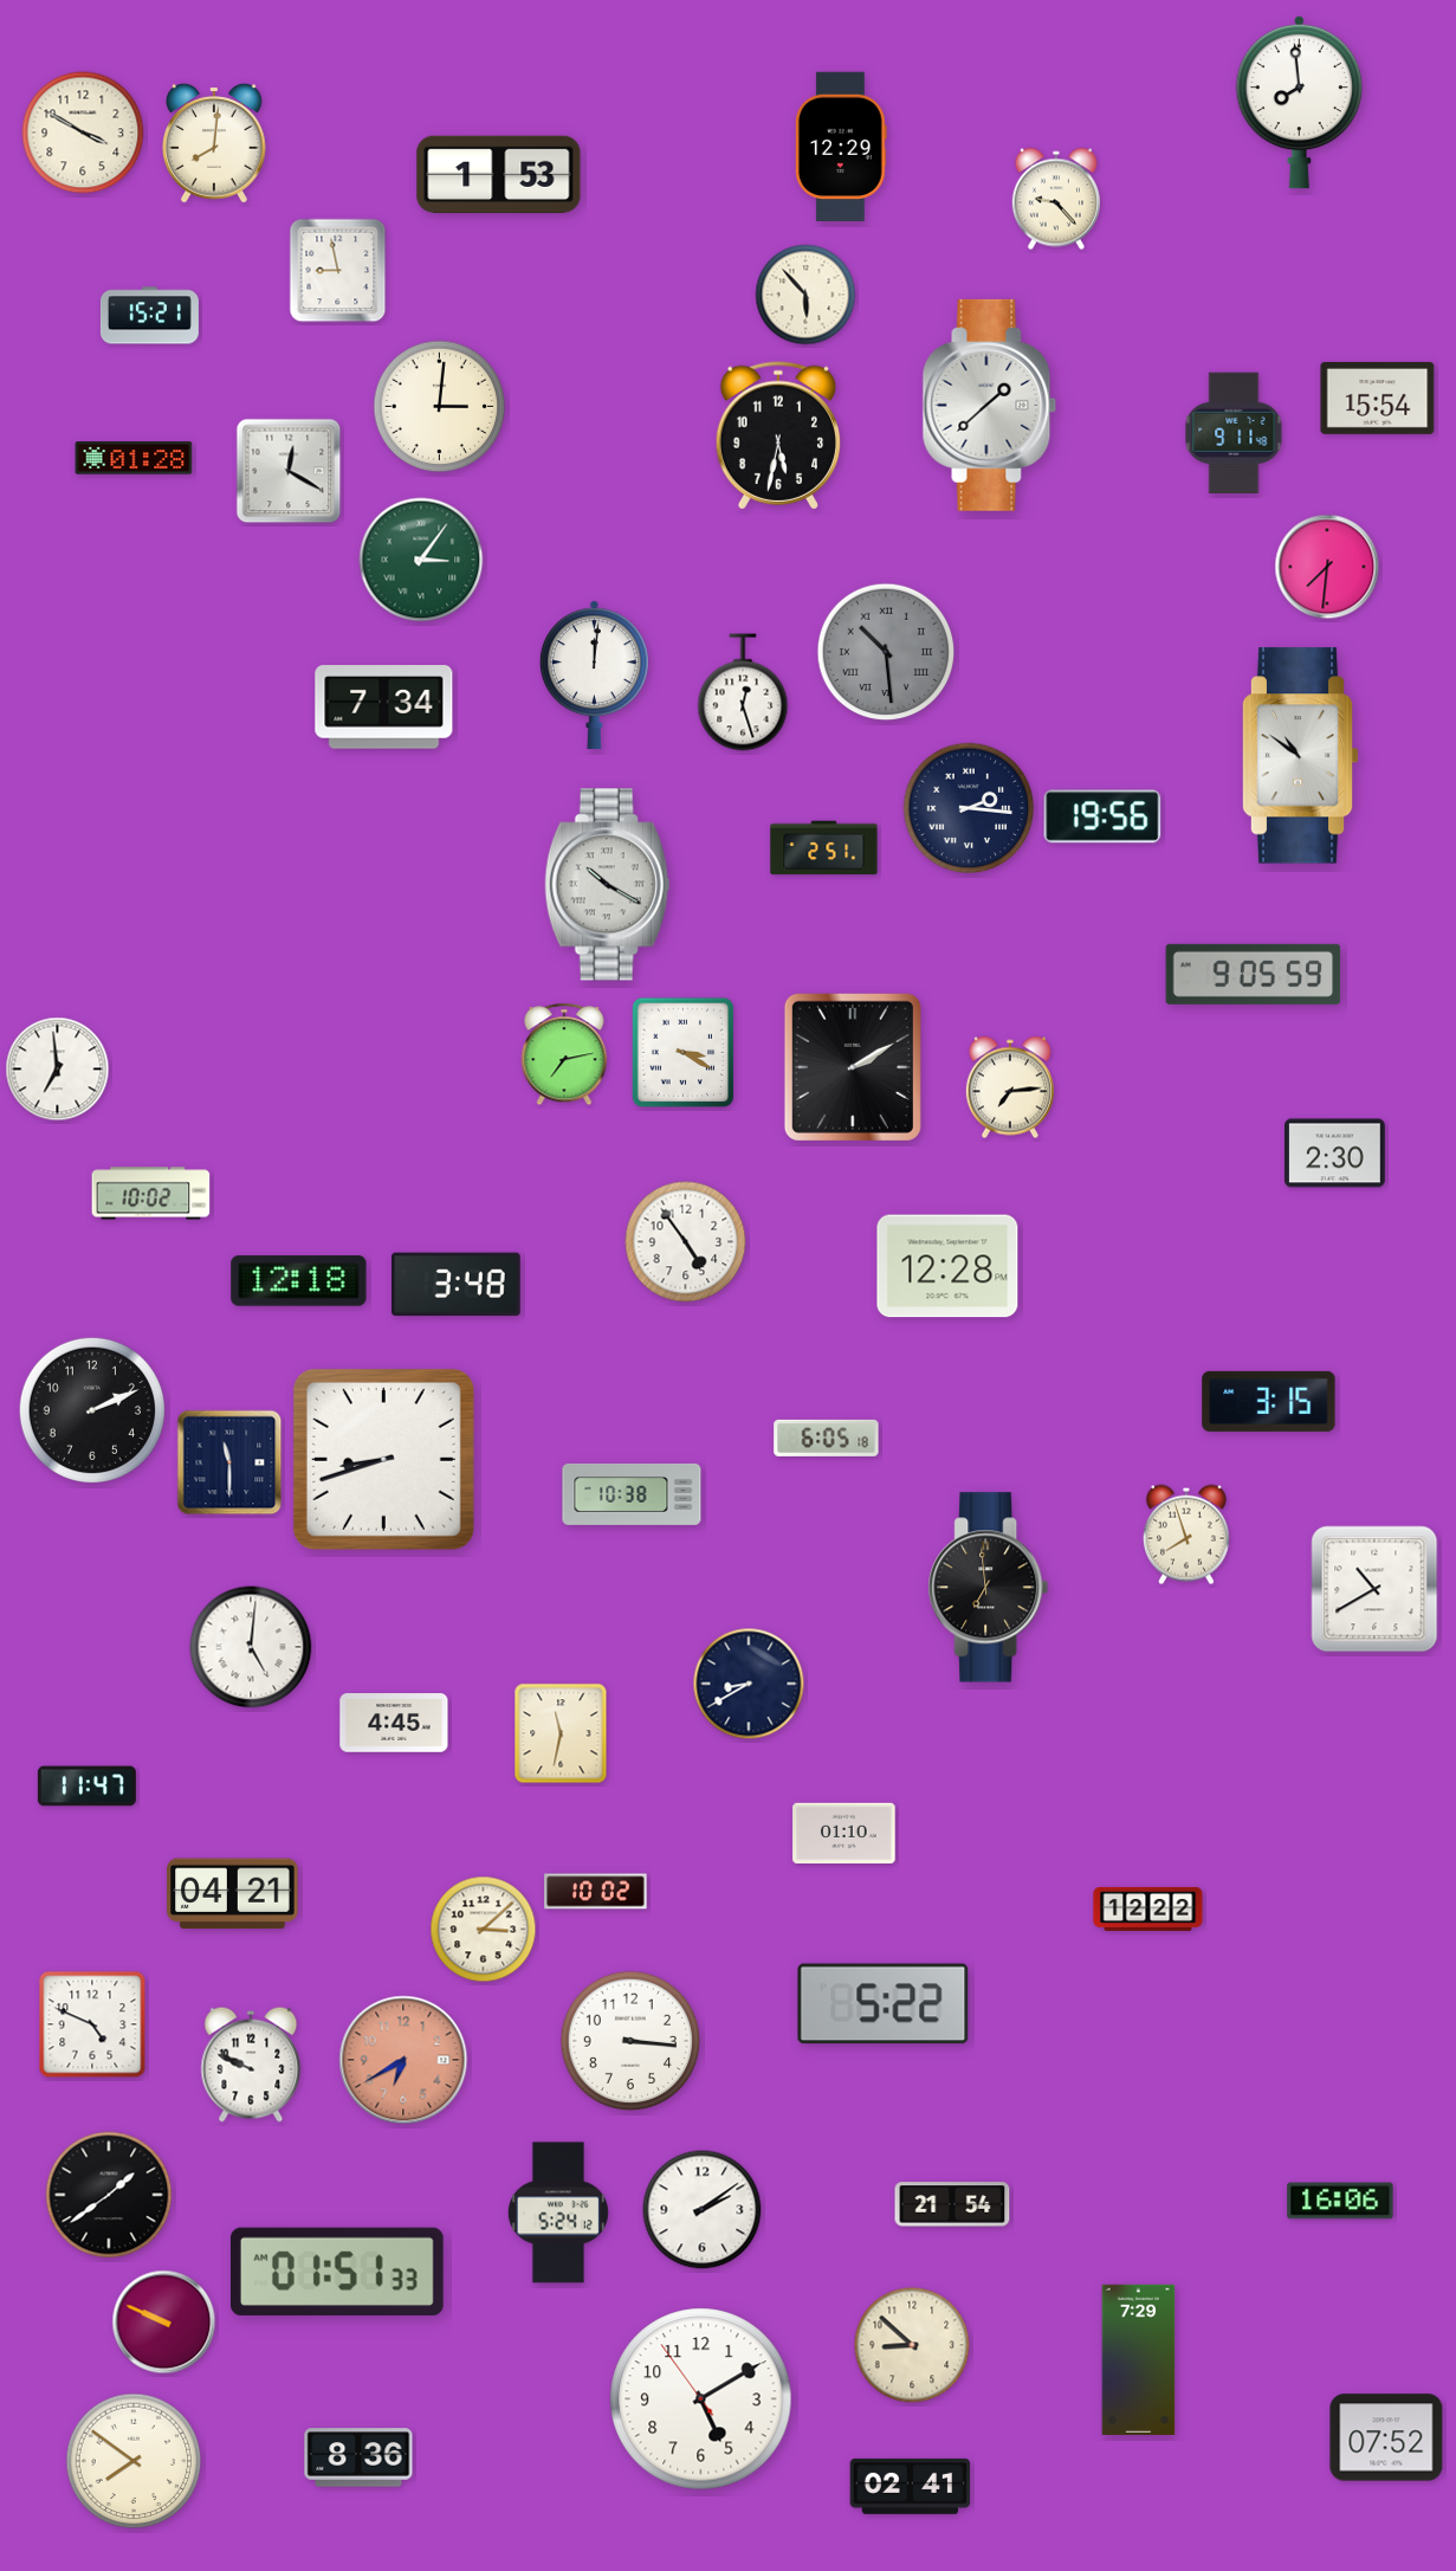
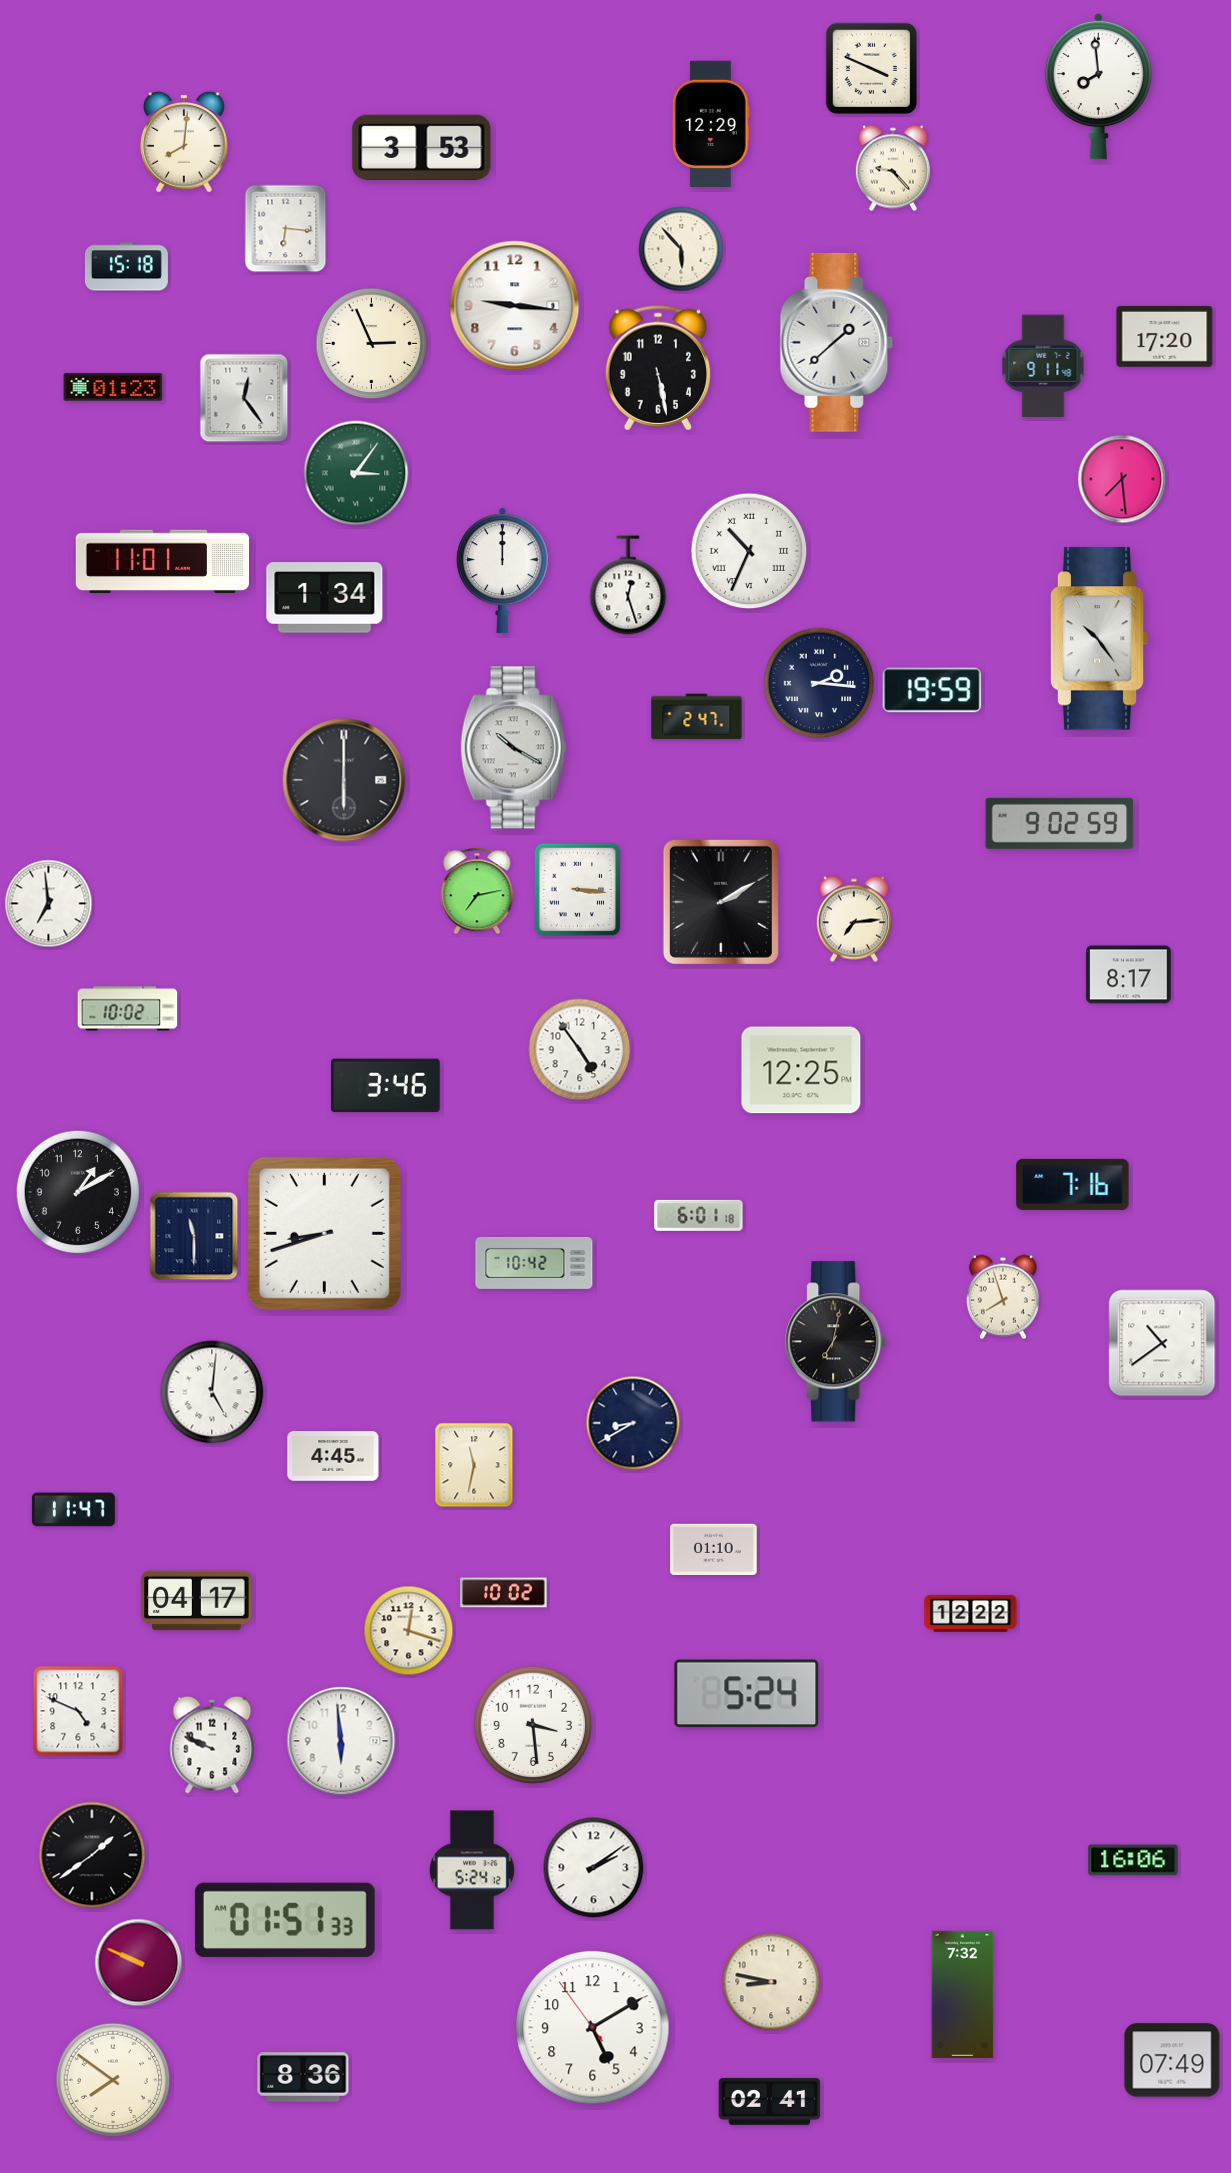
clock at (871, 68): none -> 3:49
clock at (83, 133): 3:50 -> none
clock at (214, 143) position: (214, 143) -> (184, 142)
clock at (499, 175): 1:53 -> 3:53
clock at (338, 271): 8:58 -> 6:16
clock at (149, 316): 15:21 -> 15:18
clock at (515, 306): none -> 9:16
clock at (1378, 398): 15:54 -> 17:20
clock at (440, 407): 3:01 -> 2:56
clock at (777, 435): 5:32 -> 5:28
clock at (134, 458): 01:28 -> 01:23
clock at (289, 471): 12:20 -> 12:24
clock at (1327, 567): 7:31 -> 7:29
clock at (886, 652): 10:29 -> 10:34
clock at (886, 652) dial: grey -> white
clock at (163, 562): none -> 11:01
clock at (594, 676): 12:01 -> 12:00
clock at (384, 708): 7:34 -> 1:34
clock at (1300, 756): 10:51 -> 10:24
clock at (1102, 816): 19:56 -> 19:59
clock at (824, 848): 2:51 -> 2:47
clock at (344, 780): none -> 6:00
clock at (1254, 974): 9:05 -> 9:02
clock at (684, 1053): 3:20 -> 3:16
clock at (1335, 1154): 2:30 -> 8:17
clock at (947, 1266): 12:28 -> 12:25
clock at (299, 1281): 12:18 -> none
clock at (457, 1285): 3:48 -> 3:46
clock at (1269, 1401): 3:15 -> 7:16
clock at (92, 1410): 2:11 -> 1:10
clock at (827, 1438): 6:05 -> 6:01
clock at (632, 1494): 10:38 -> 10:42
clock at (989, 1588): 6:59 -> 7:02
clock at (1374, 1589): 10:40 -> 10:39
clock at (596, 1892) position: (596, 1892) -> (504, 1593)
clock at (233, 1894): 04:21 -> 04:17
clock at (484, 1930): 3:08 -> 12:18
clock at (884, 2004): 5:22 -> 5:24
clock at (630, 2041): 3:16 -> 3:29
clock at (403, 2060): 6:40 -> 5:59
clock at (403, 2060) dial: salmon -> white
clock at (952, 2204): 21:54 -> none
clock at (912, 2345): 8:52 -> 8:47
clock at (1139, 2359): 7:29 -> 7:32
clock at (1386, 2437): 07:52 -> 07:49
